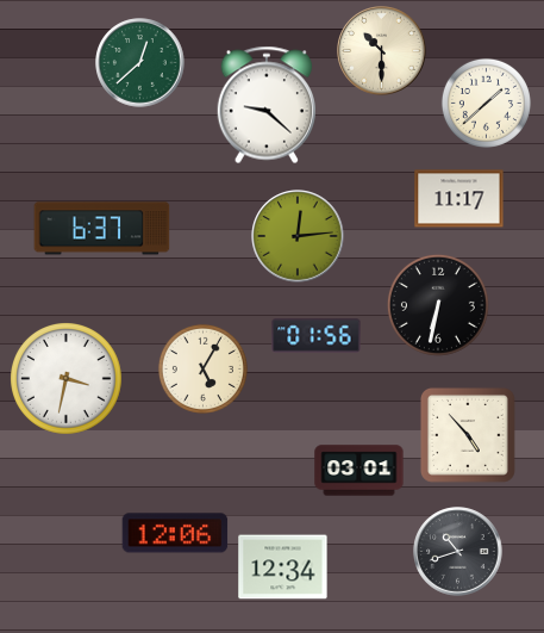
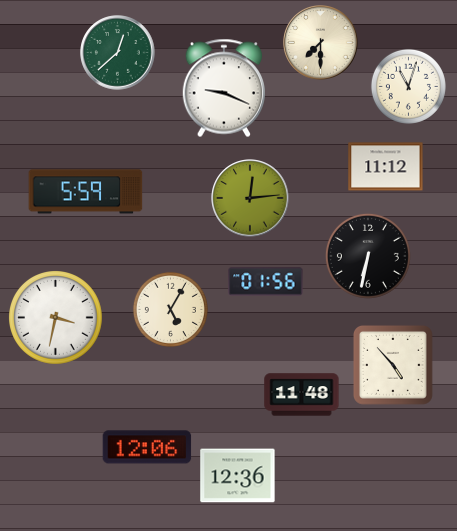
clock at (382, 51): 10:30 -> 7:30
clock at (486, 103): 1:38 -> 11:03
clock at (265, 105): 9:22 -> 9:19
clock at (459, 199): 11:17 -> 11:12
clock at (102, 229): 6:37 -> 5:59
clock at (359, 471): 03:01 -> 11:48
clock at (458, 552): 10:42 -> none
clock at (283, 567): 12:34 -> 12:36
